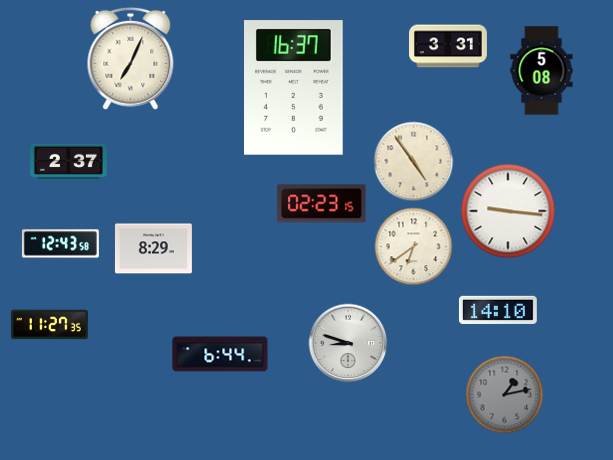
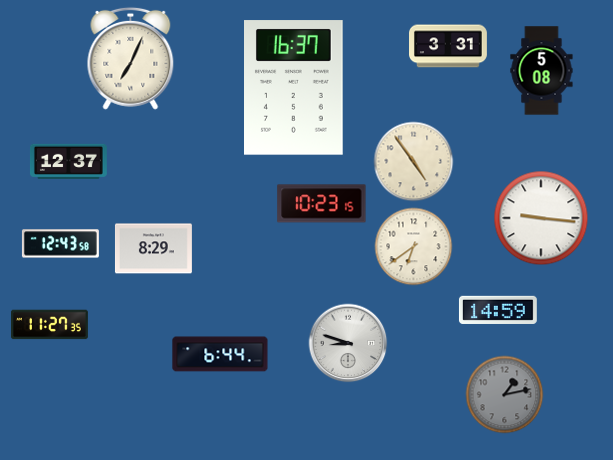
clock at (68, 161): 2:37 -> 12:37
clock at (322, 204): 02:23 -> 10:23
clock at (508, 211) position: (508, 211) -> (541, 218)
clock at (498, 310): 14:10 -> 14:59
